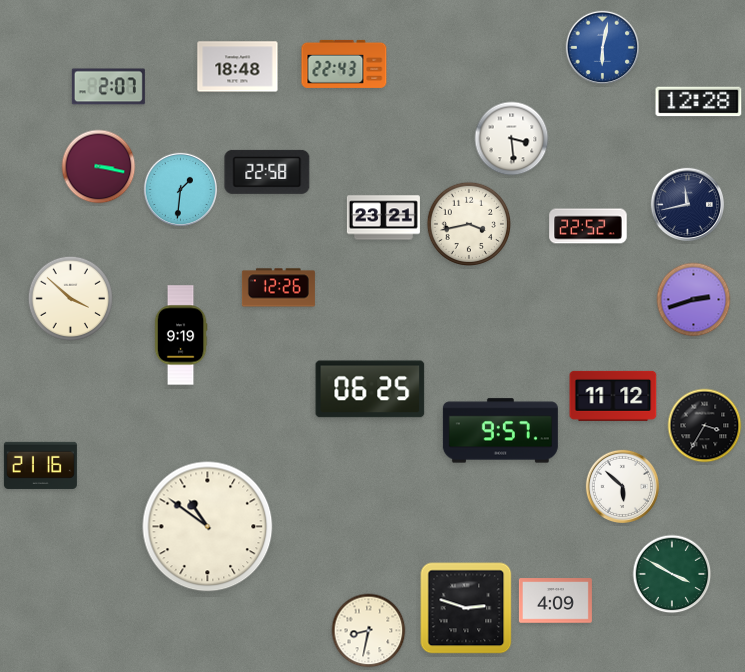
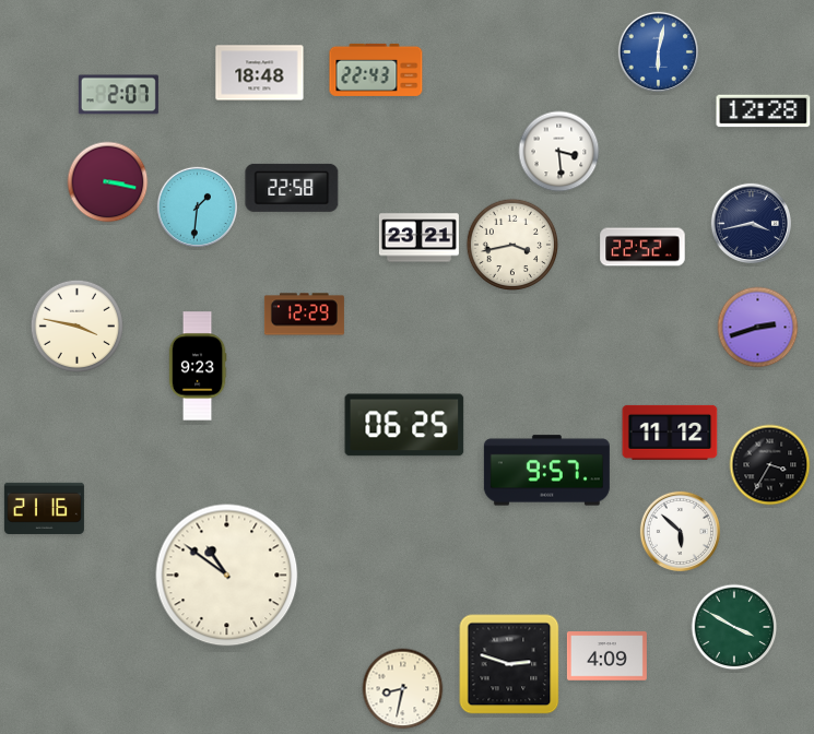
clock at (687, 204): 11:43 -> 3:43
clock at (278, 288): 12:26 -> 12:29
clock at (70, 298): 3:52 -> 3:47
clock at (181, 335): 9:19 -> 9:23
